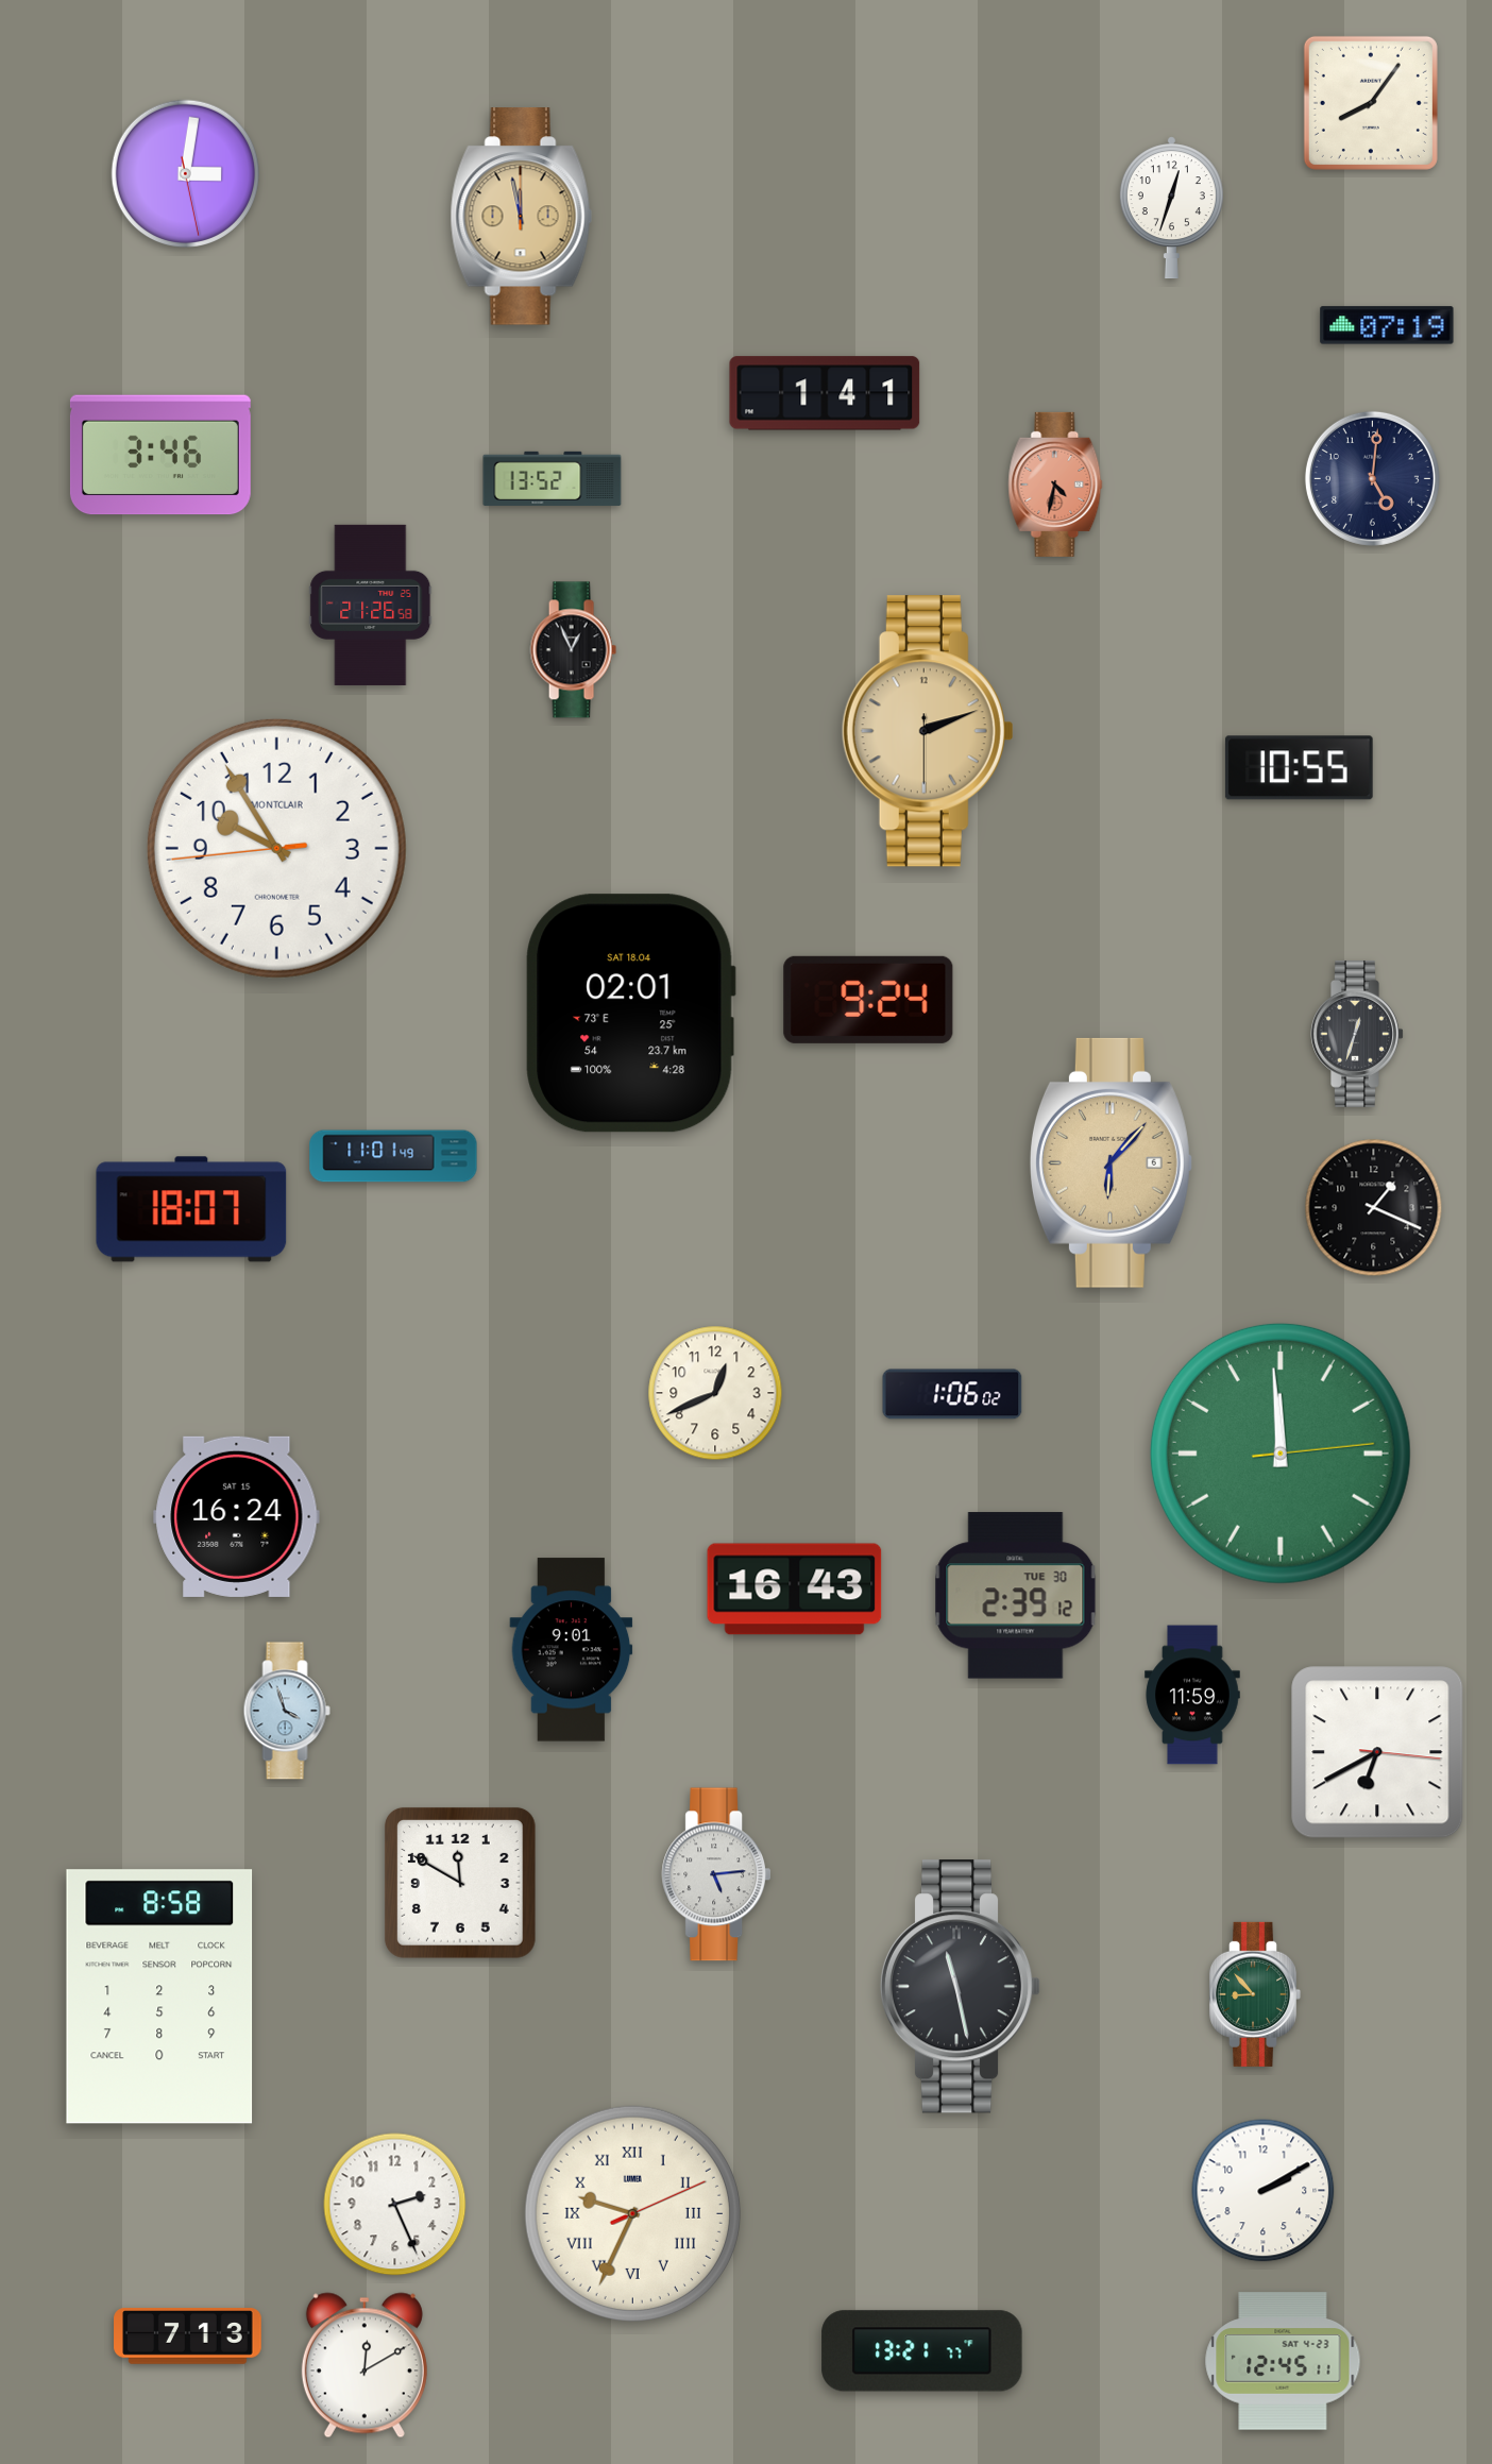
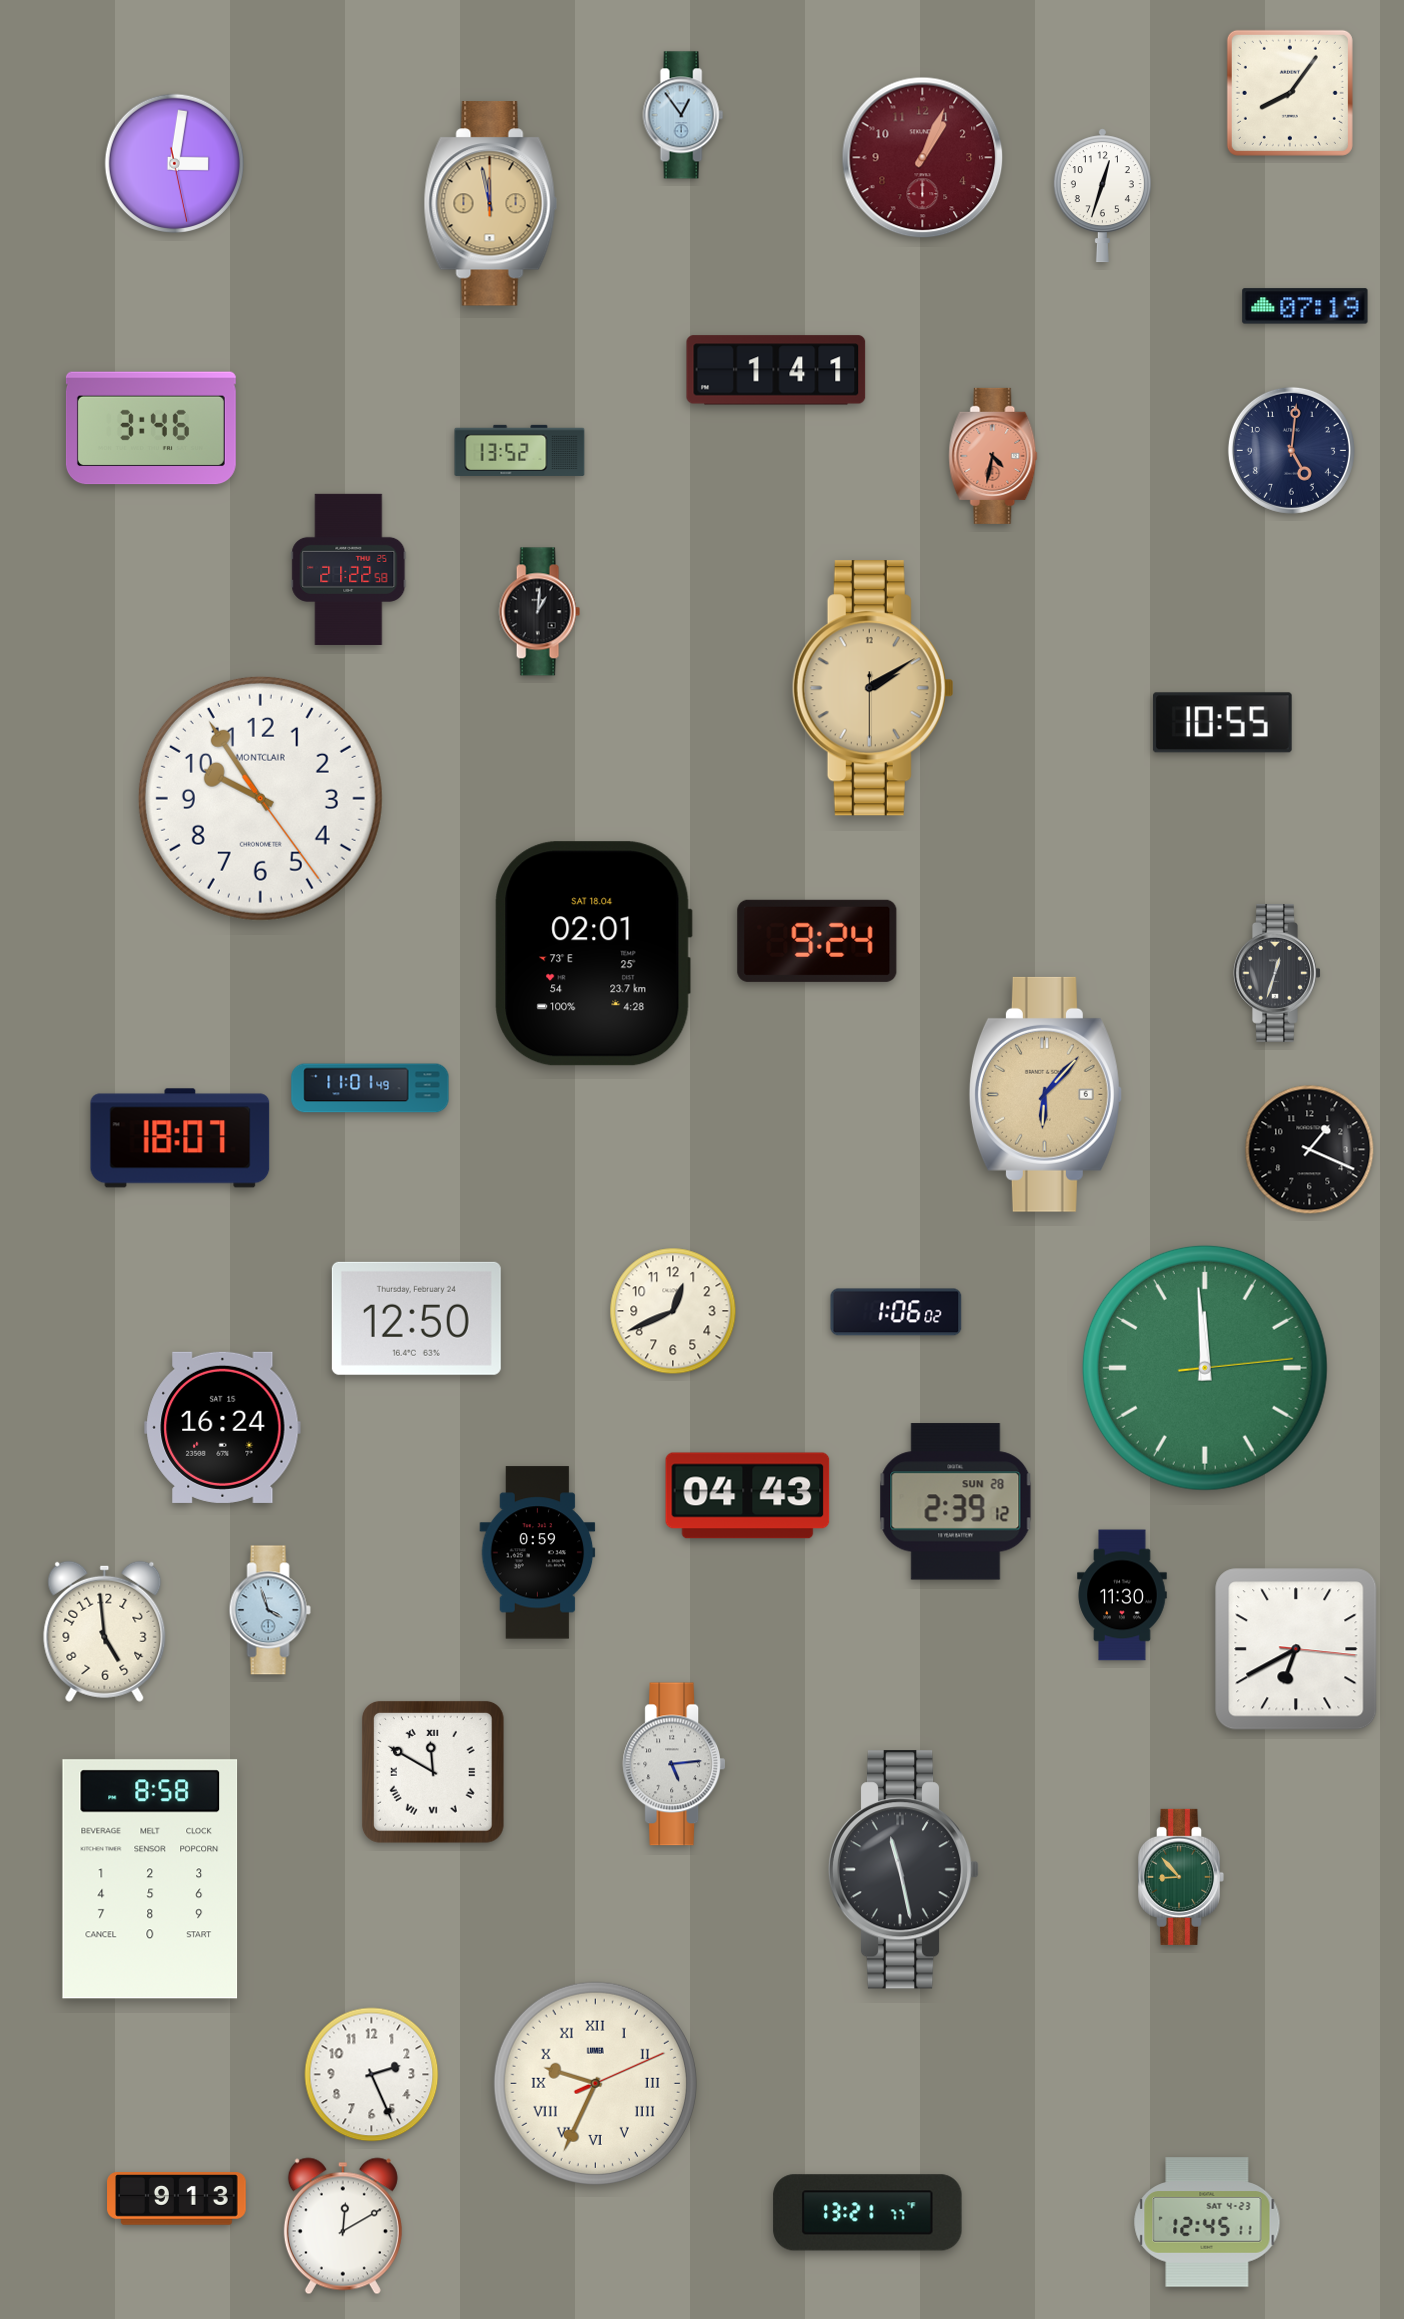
clock at (1371, 103) position: (1371, 103) -> (1290, 93)
clock at (683, 115): none -> 12:54
clock at (923, 158): none -> 1:04
clock at (371, 605): 21:26 -> 21:22
clock at (573, 650): 12:56 -> 1:01
clock at (928, 731): 2:11 -> 2:09
clock at (276, 848): 9:54:44 -> 9:54:24
clock at (1374, 1208) position: (1374, 1208) -> (1310, 1150)
clock at (416, 1318): none -> 12:50
clock at (795, 1590): 16:43 -> 04:43
clock at (1016, 1596) date: TUE 30 -> SUN 28
clock at (572, 1650): 9:01 -> 0:59
clock at (1192, 1695): 11:59 -> 11:30
clock at (105, 1631): none -> 4:59
clock at (460, 1883) numerals: Arabic -> Roman
clock at (1264, 2191): 2:10 -> none
clock at (188, 2336): 7:13 -> 9:13
